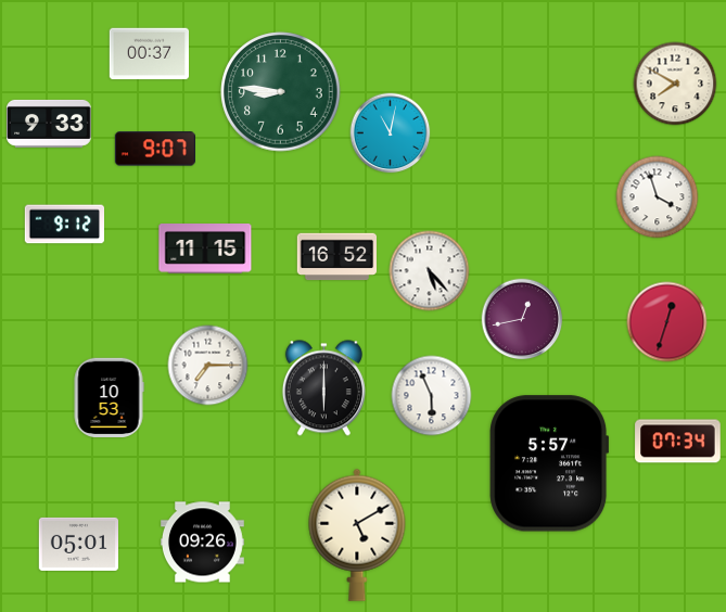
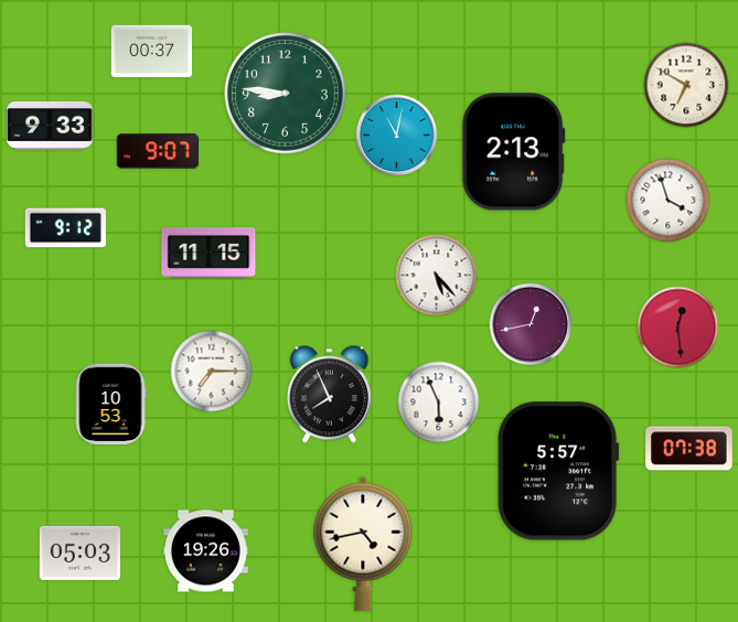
clock at (149, 54) position: (149, 54) -> (151, 52)
clock at (675, 84): 7:50 -> 6:50
clock at (513, 152): none -> 2:13
clock at (337, 257): 16:52 -> none
clock at (667, 322): 12:33 -> 12:29
clock at (323, 388): 6:00 -> 7:56
clock at (678, 442): 07:34 -> 07:38
clock at (357, 535): 5:10 -> 4:43
clock at (203, 543): 09:26 -> 19:26
clock at (78, 544): 05:01 -> 05:03
